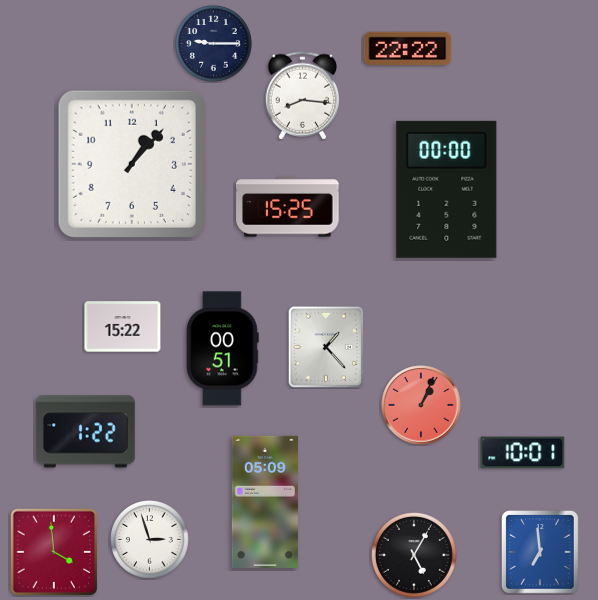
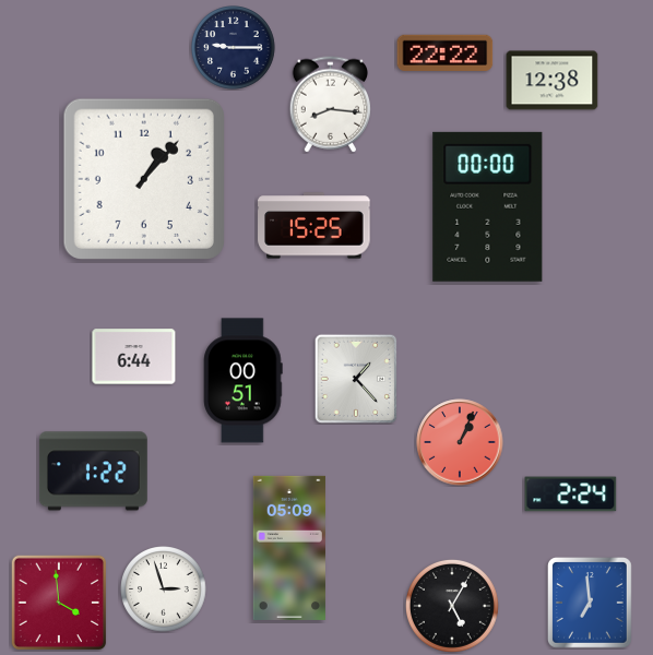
clock at (553, 81): none -> 12:38
clock at (123, 327): 15:22 -> 6:44
clock at (523, 453): 10:01 -> 2:24
